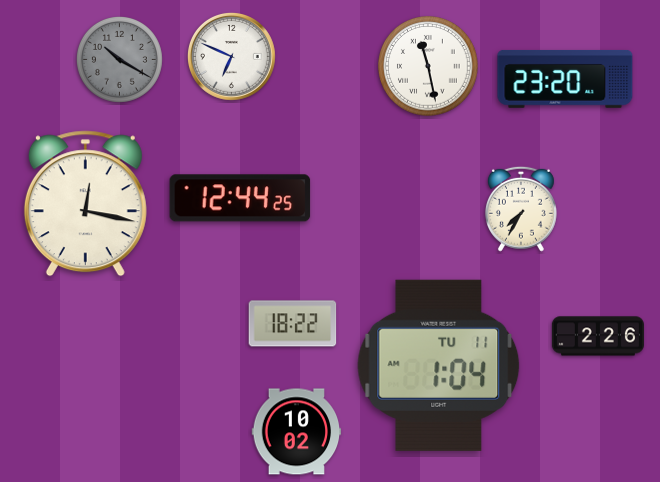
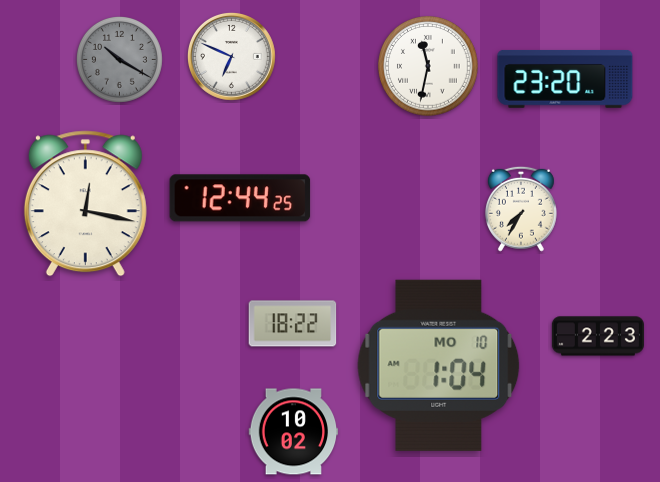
clock at (428, 66): 11:28 -> 11:32
clock at (598, 336): 2:26 -> 2:23
clock at (439, 365) date: TU 11 -> MO 10
clock at (297, 432) position: (297, 432) -> (294, 432)
